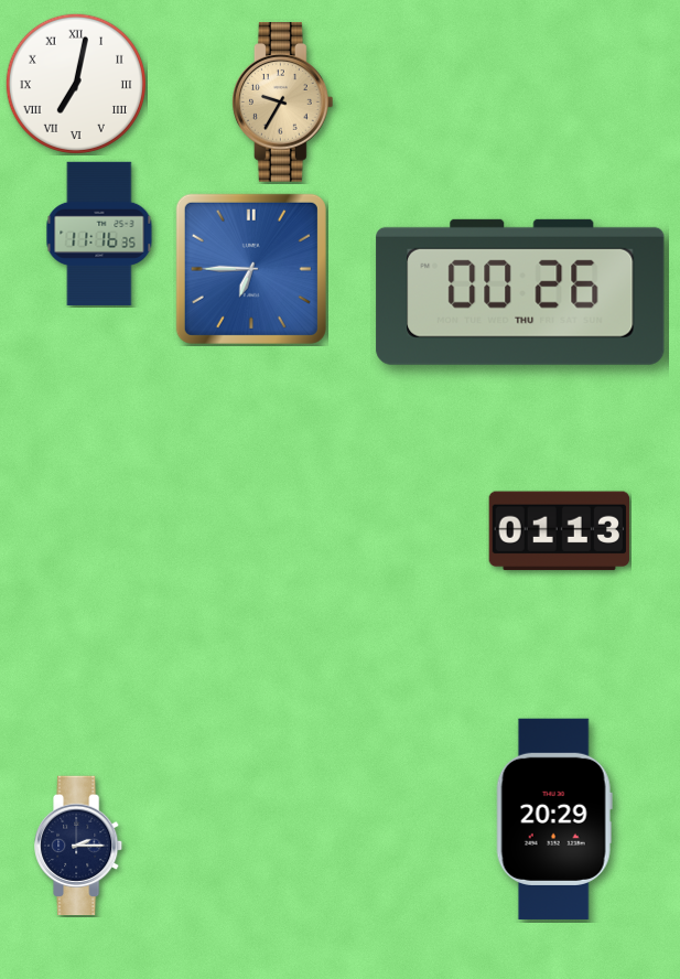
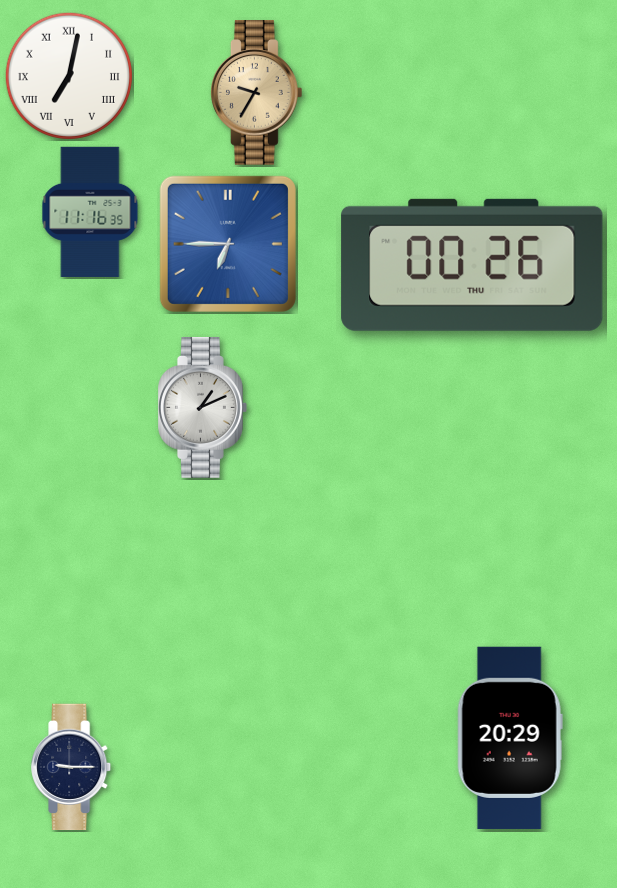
clock at (203, 407): none -> 1:11
clock at (559, 531): 01:13 -> none
clock at (554, 819) position: (554, 819) -> (510, 738)
clock at (79, 846): 2:15 -> 9:15
